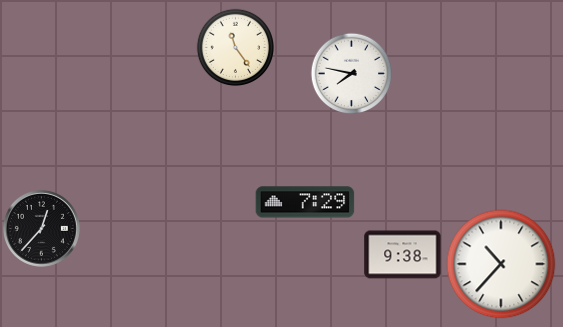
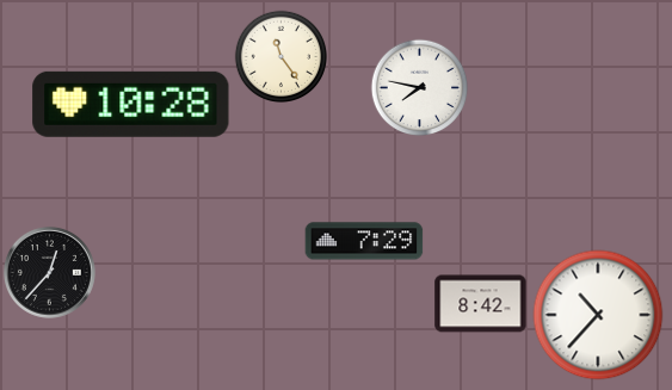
clock at (131, 104): none -> 10:28
clock at (403, 255): 9:38 -> 8:42
